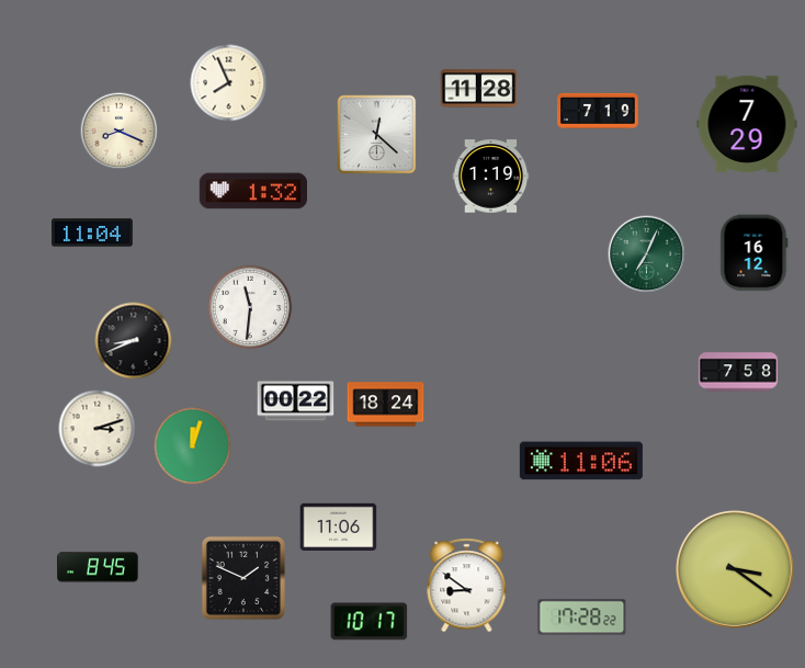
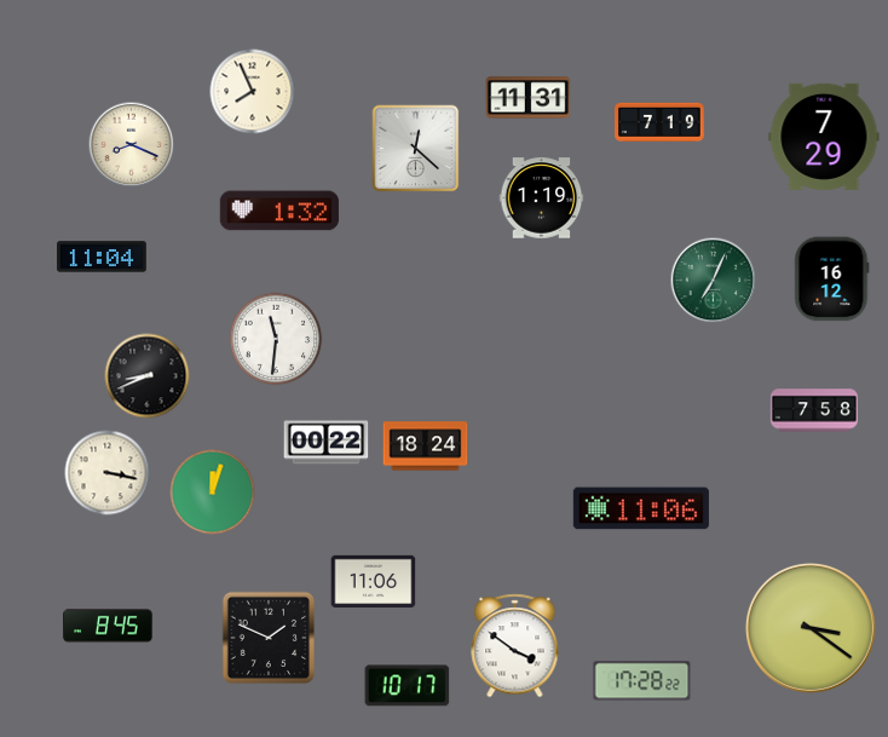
clock at (479, 89): 11:28 -> 11:31
clock at (491, 177) position: (491, 177) -> (542, 198)
clock at (98, 429): 3:12 -> 3:17
clock at (467, 586): 8:51 -> 3:51
